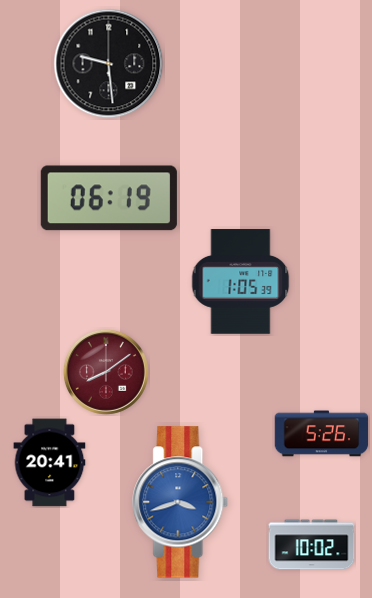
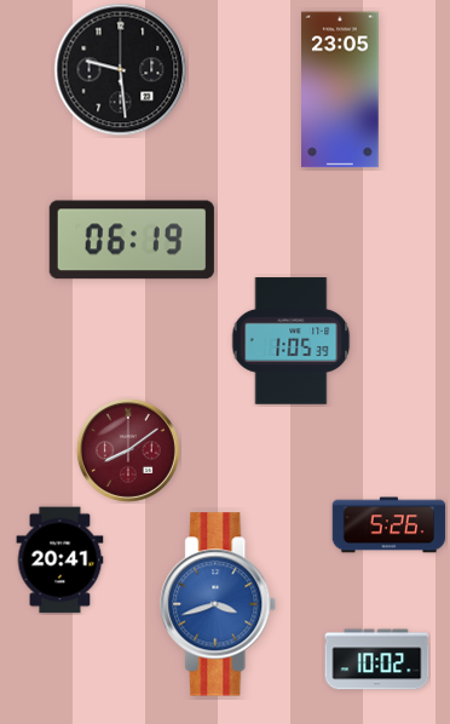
clock at (109, 64) position: (109, 64) -> (121, 70)
clock at (340, 90): none -> 23:05
clock at (181, 502) position: (181, 502) -> (219, 604)
